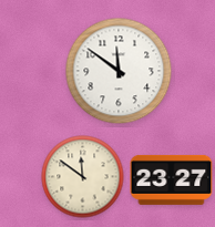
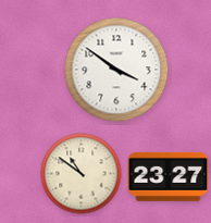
clock at (119, 71): 11:51 -> 3:51
clock at (83, 177): 11:51 -> 10:51
